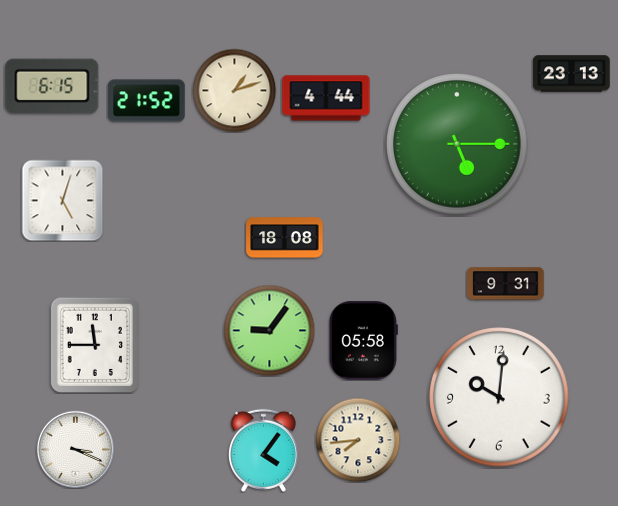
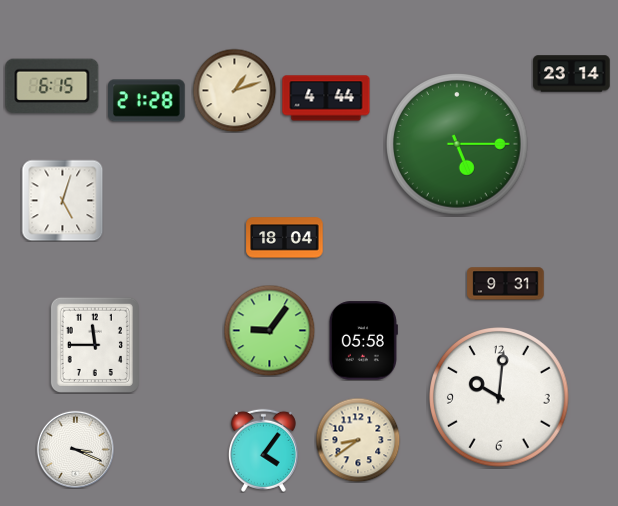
clock at (572, 74): 23:13 -> 23:14
clock at (147, 101): 21:52 -> 21:28
clock at (285, 238): 18:08 -> 18:04
clock at (358, 440): 7:44 -> 8:39
